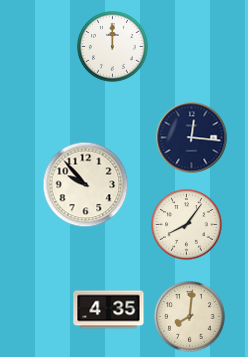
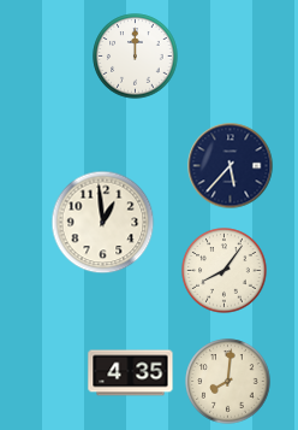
clock at (192, 138): 12:16 -> 5:37
clock at (86, 185): 9:53 -> 12:59
